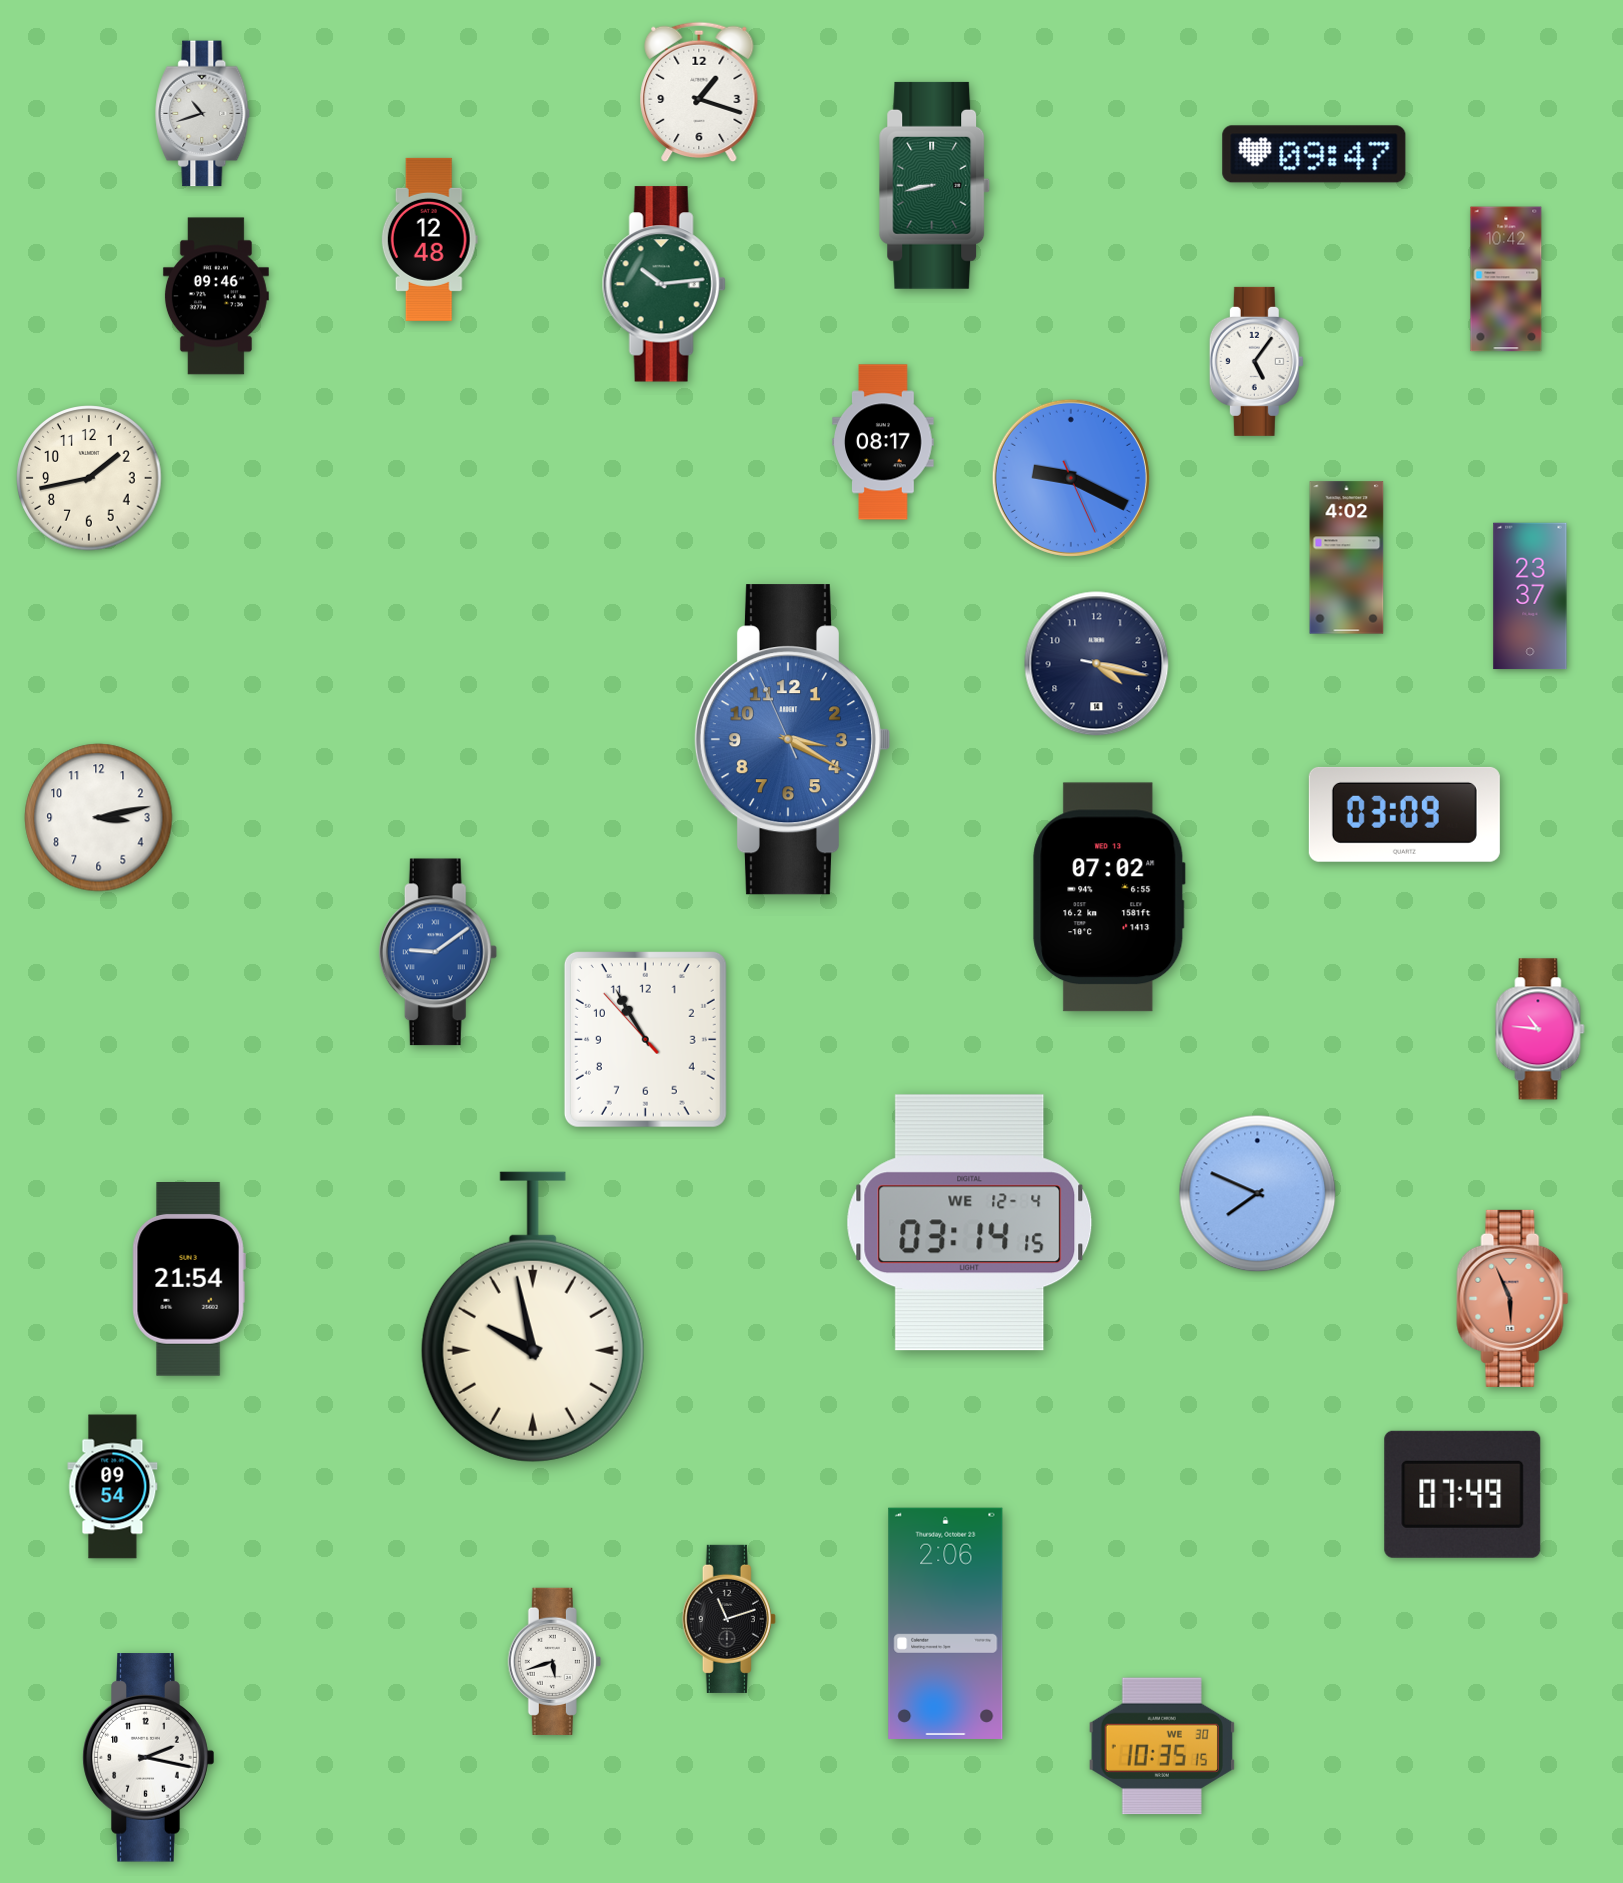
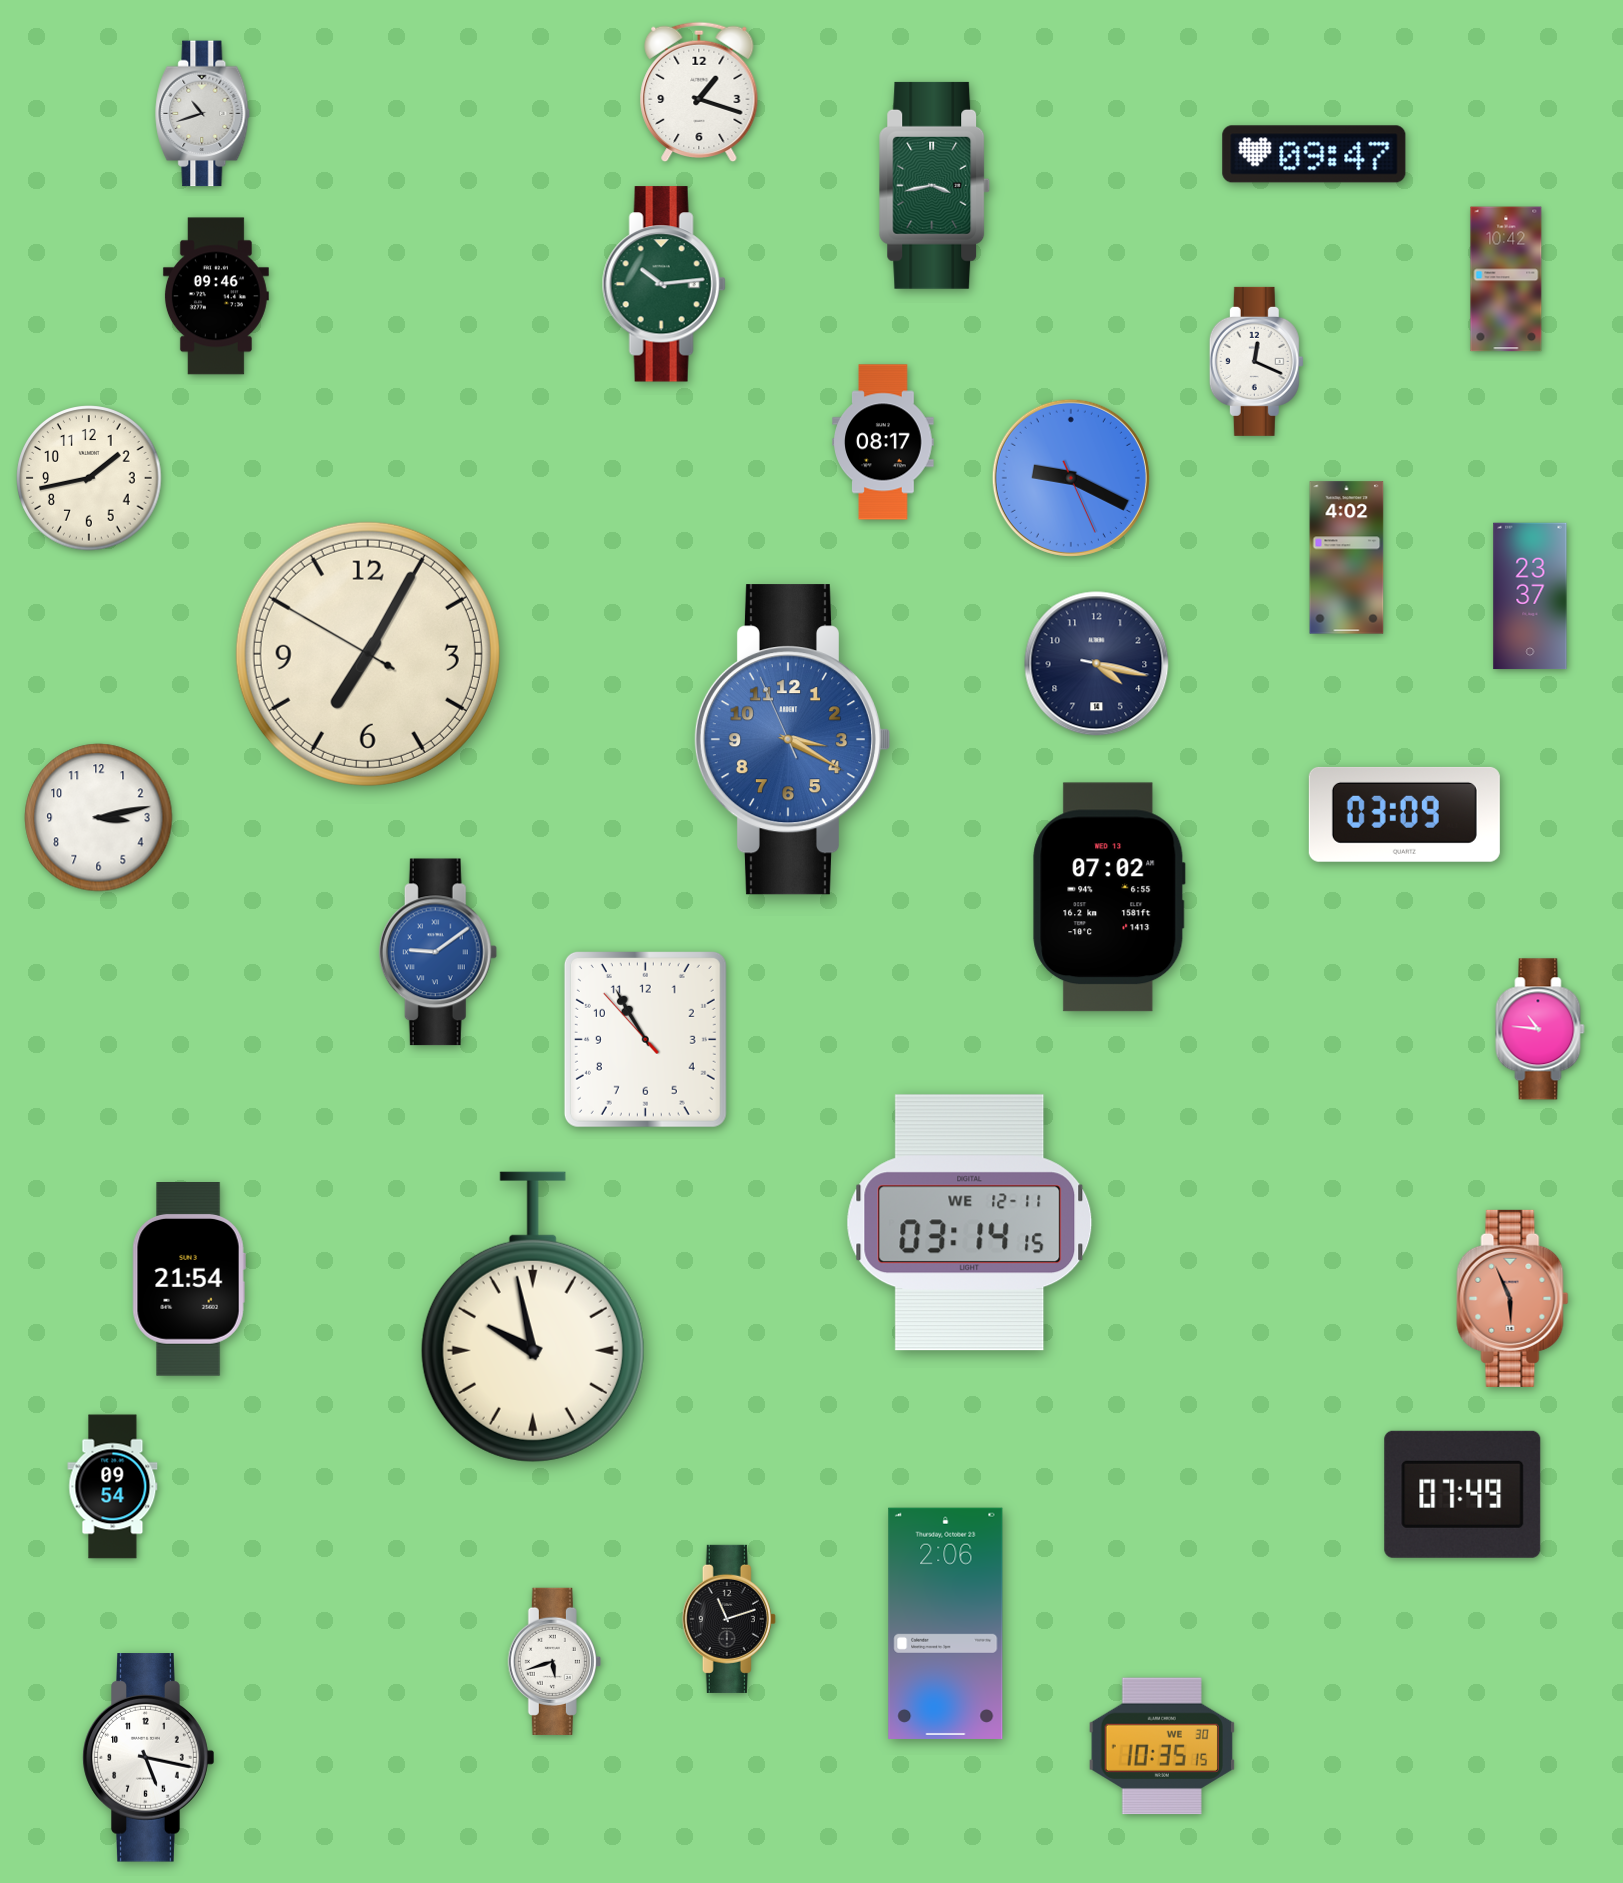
clock at (935, 185): 8:43 -> 3:43
clock at (429, 239): 12:48 -> none
clock at (1256, 361): 5:06 -> 12:19
clock at (368, 654): none -> 7:04
clock at (1258, 1194): 7:49 -> none
clock at (970, 1223) date: WE 12-4 -> WE 12-11
clock at (149, 1758): 2:17 -> 5:17
